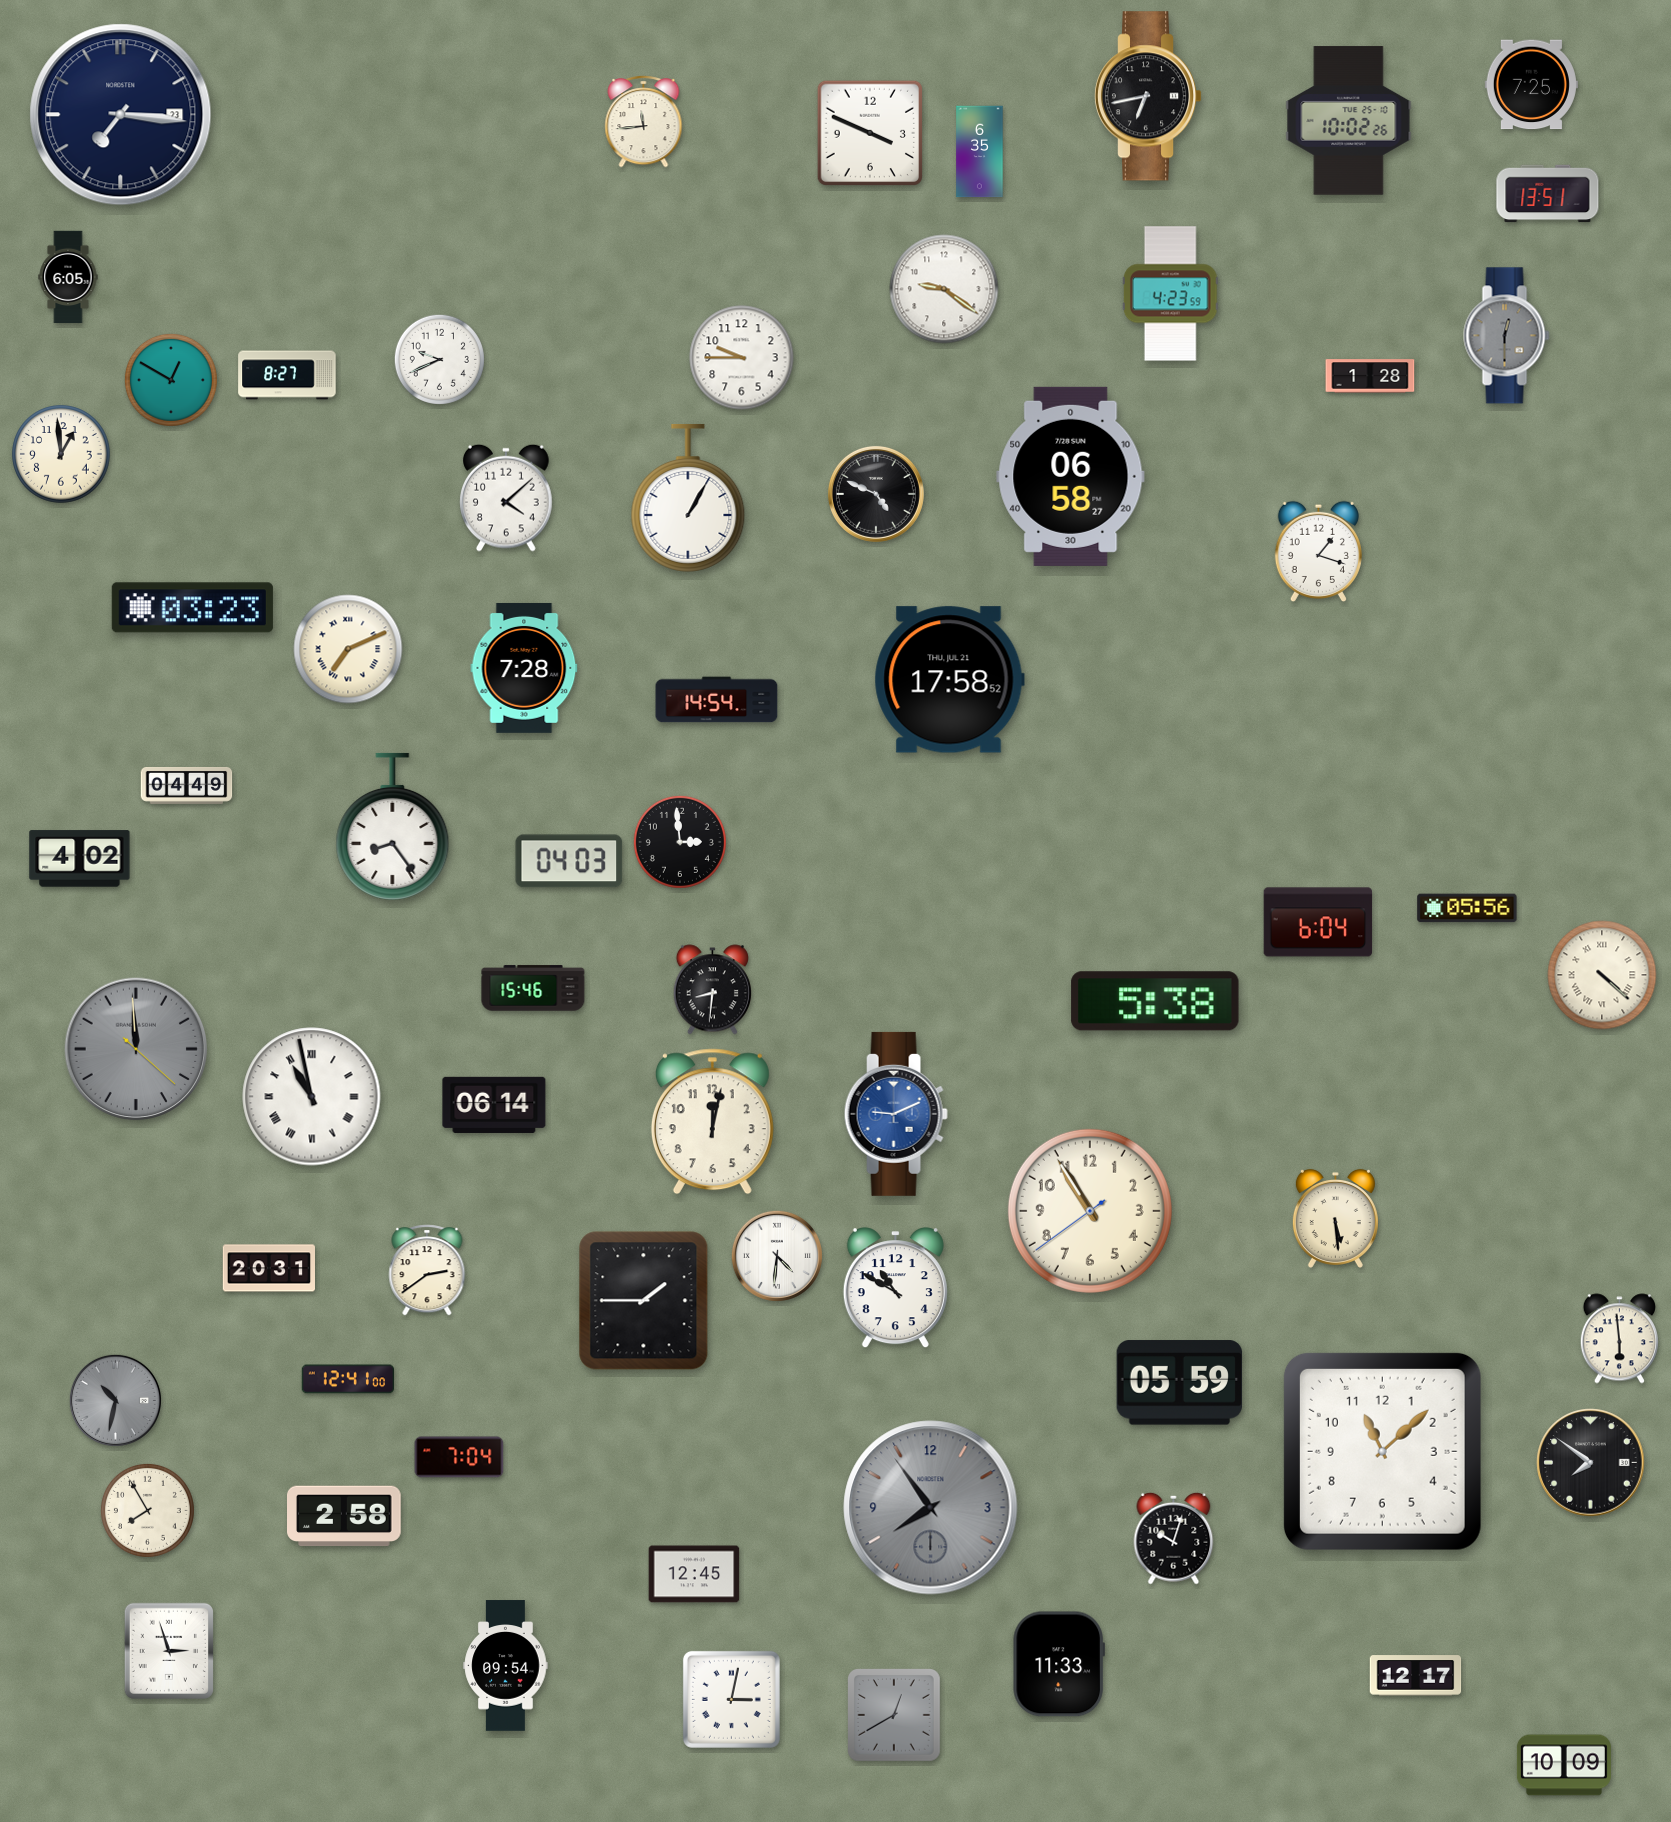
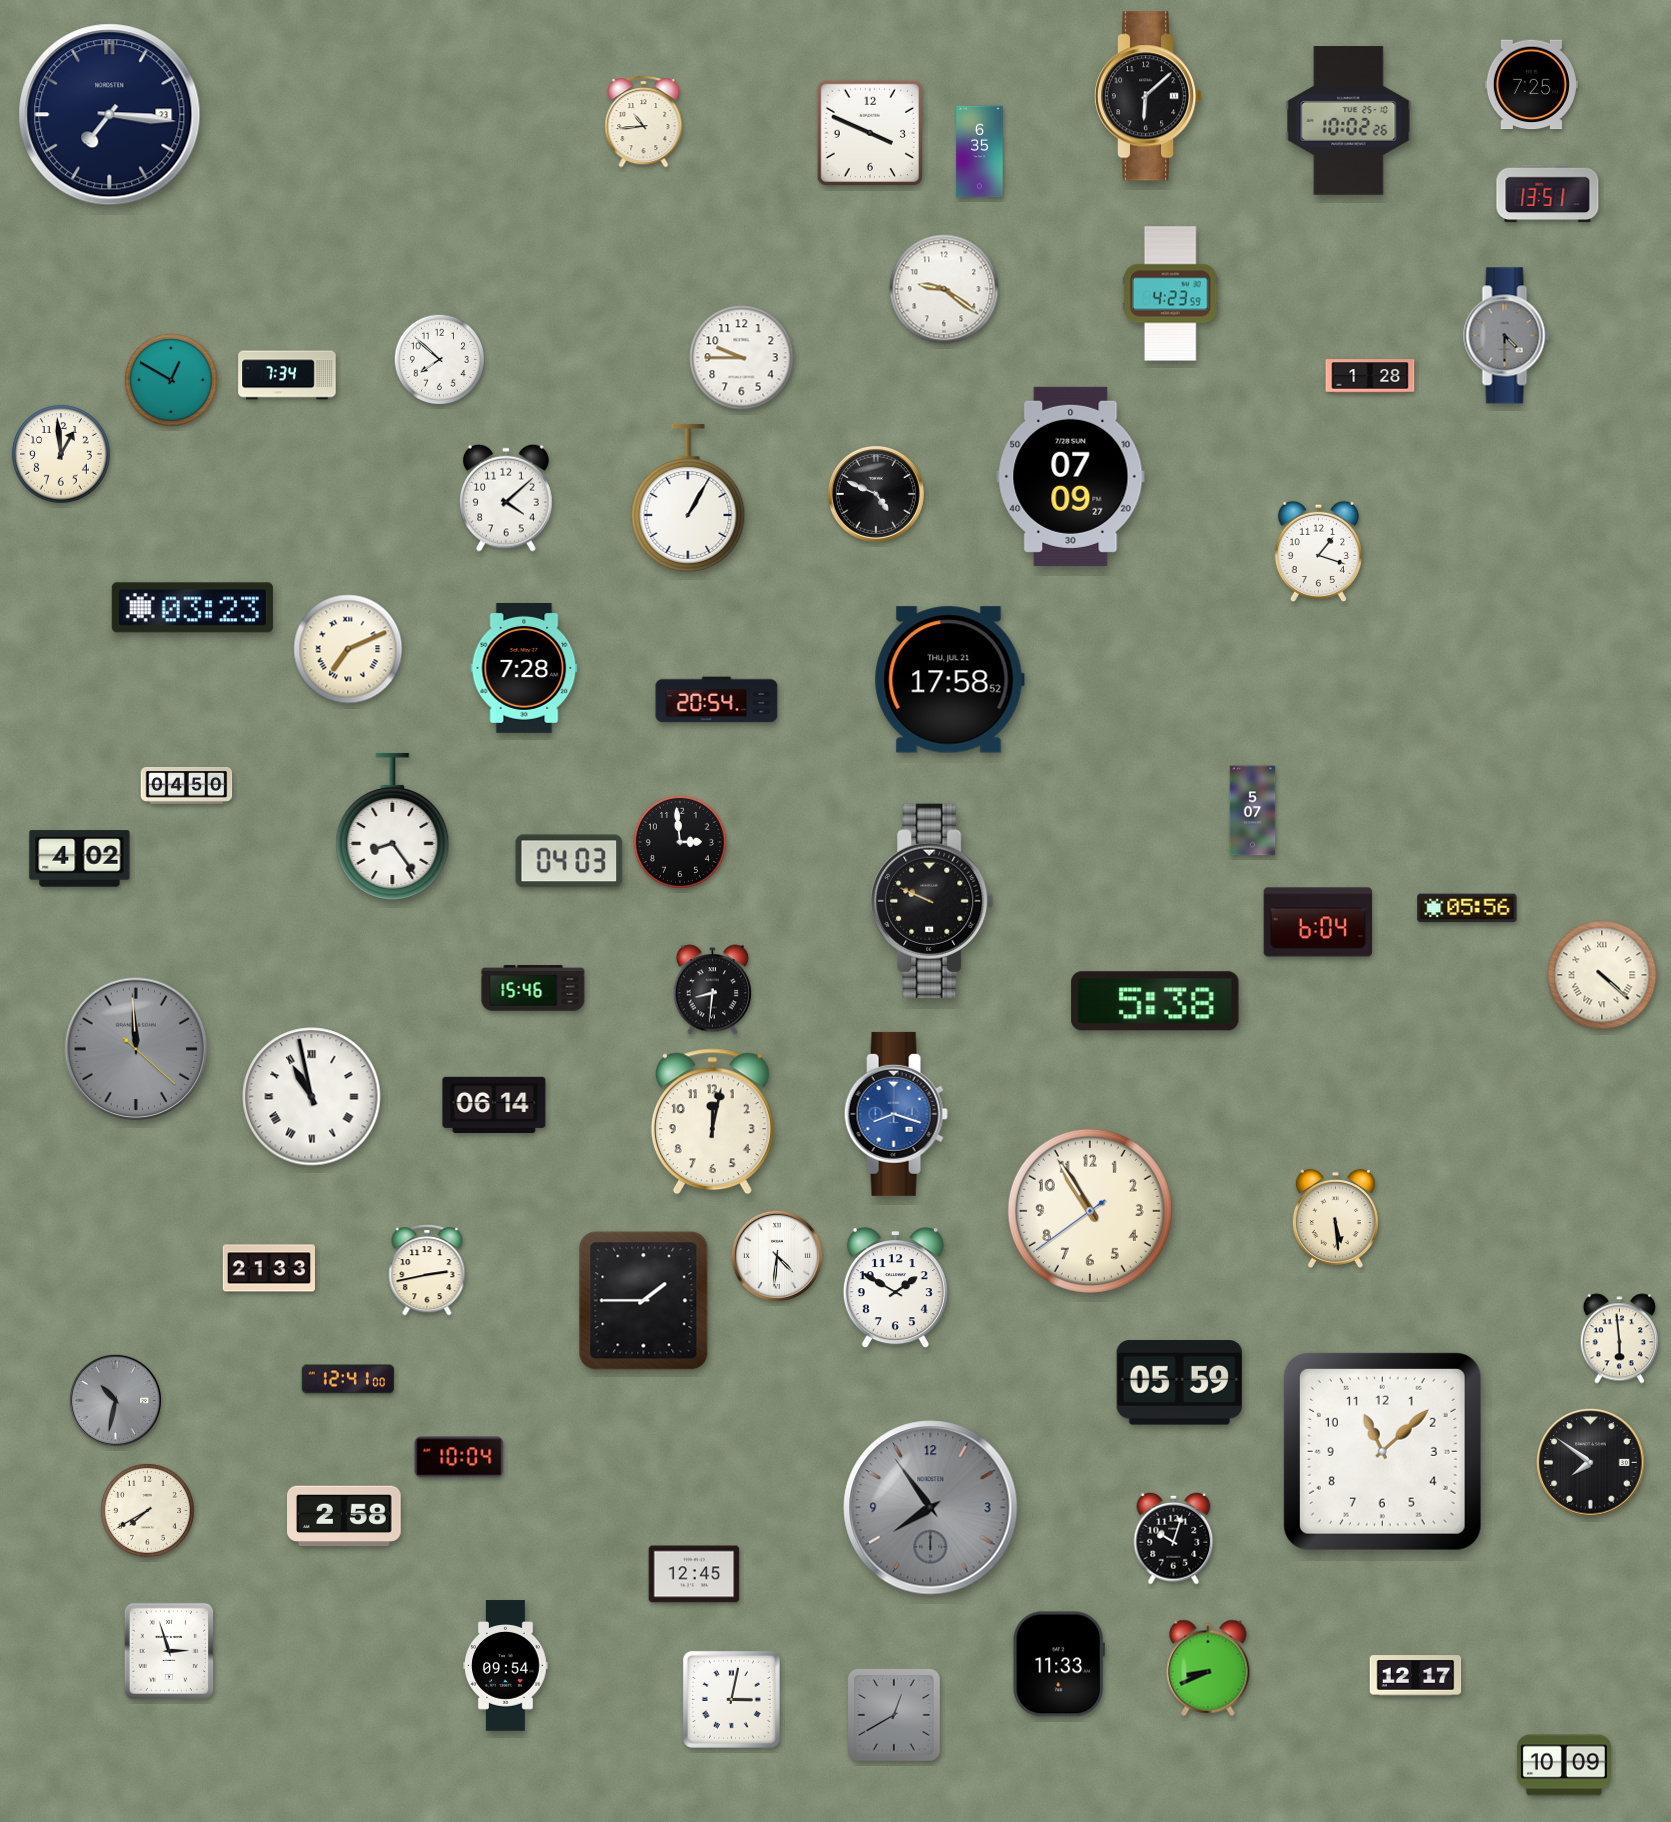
clock at (1148, 96): 6:43 -> 6:08
clock at (121, 115) position: (121, 115) -> (110, 115)
clock at (644, 122): 11:44 -> 10:44
clock at (68, 277): 6:05 -> none
clock at (1507, 336): 12:30 -> 4:30
clock at (439, 359): 9:41 -> 7:52
clock at (287, 375): 8:27 -> 7:34
clock at (1071, 476): 06:58 -> 07:09
clock at (717, 700): 14:54 -> 20:54
clock at (187, 785): 04:49 -> 04:50
clock at (1253, 811): none -> 5:07
clock at (932, 901): none -> 9:49
clock at (896, 1114): 9:11 -> 8:18
clock at (269, 1268): 20:31 -> 21:33
clock at (427, 1270): 2:39 -> 2:43
clock at (895, 1288): 10:50 -> 1:50
clock at (459, 1457): 7:04 -> 10:04
clock at (147, 1510): 7:55 -> 7:40
clock at (1208, 1668): none -> 8:41
